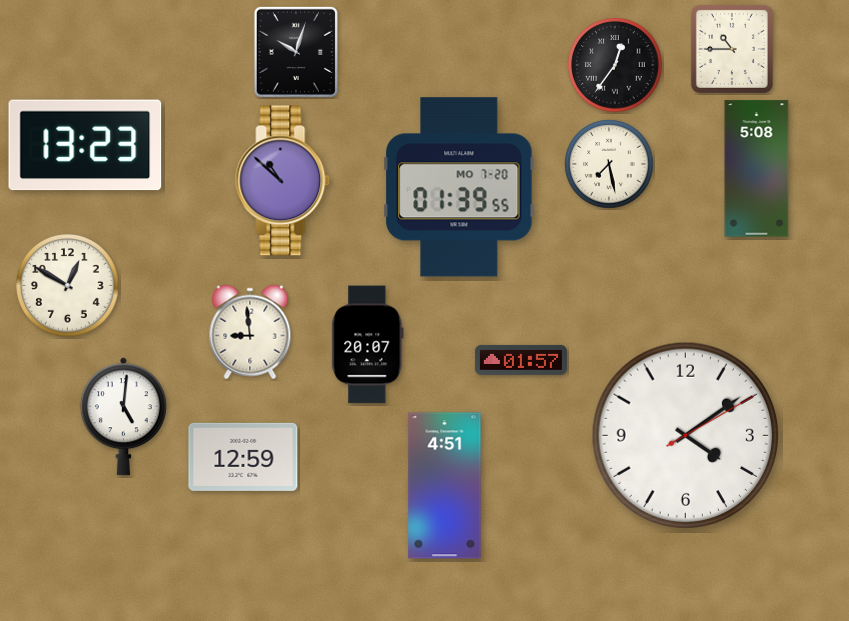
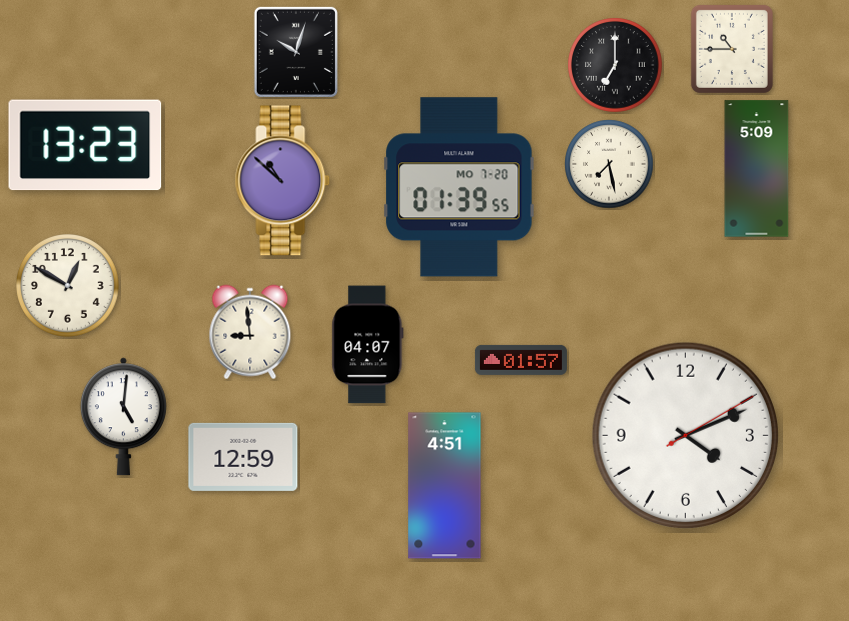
clock at (615, 65): 12:36 -> 7:00
clock at (757, 169): 5:08 -> 5:09
clock at (368, 345): 20:07 -> 04:07
clock at (685, 435): 4:09 -> 4:11
